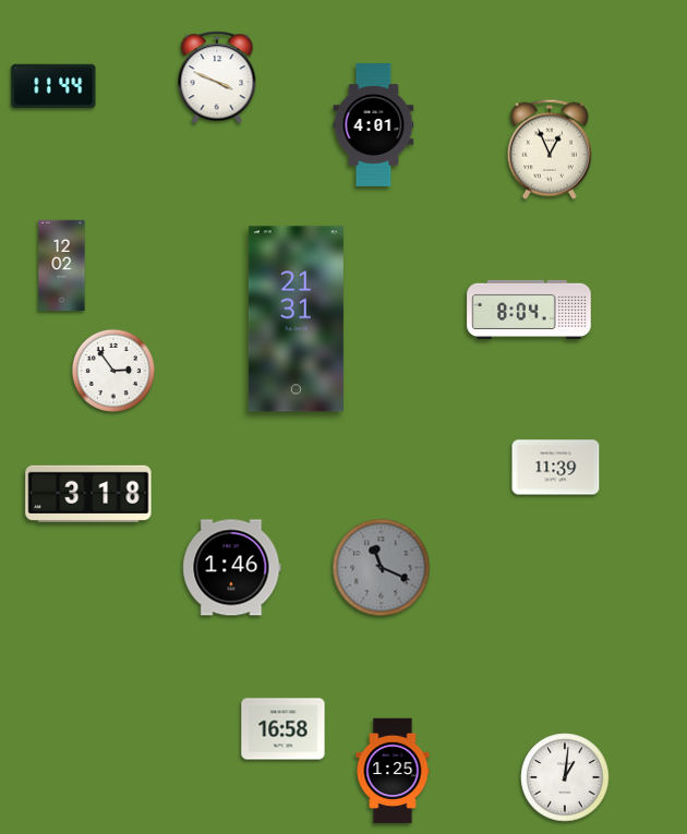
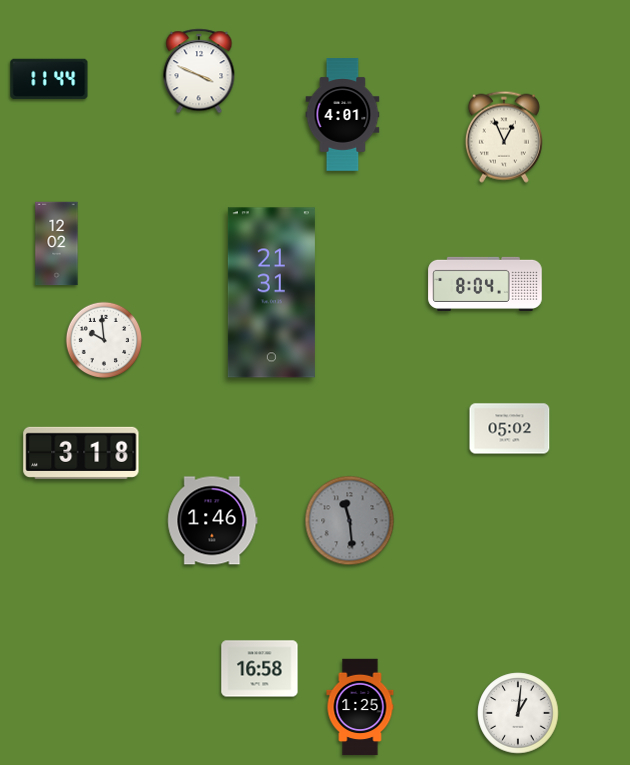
clock at (112, 370): 2:54 -> 9:59
clock at (556, 468): 11:39 -> 05:02
clock at (382, 568): 11:19 -> 11:29
